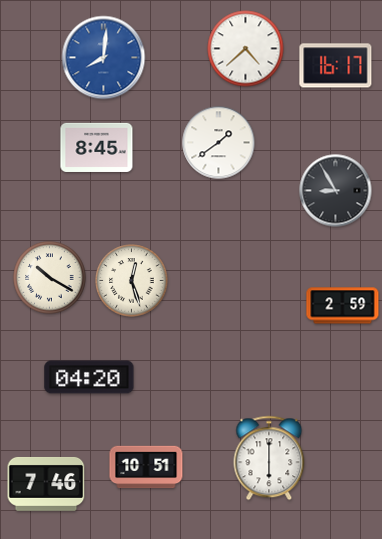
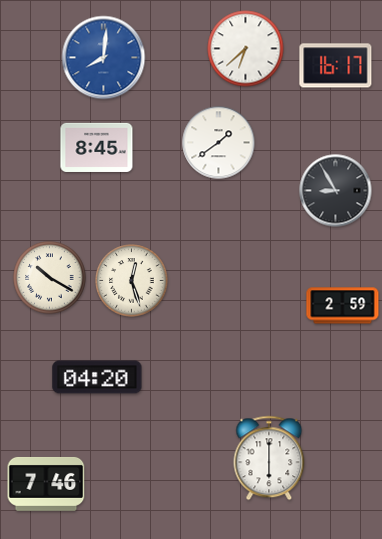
clock at (246, 49): 4:38 -> 6:38
clock at (89, 377) position: (89, 377) -> (97, 377)
clock at (146, 467): 10:51 -> none
